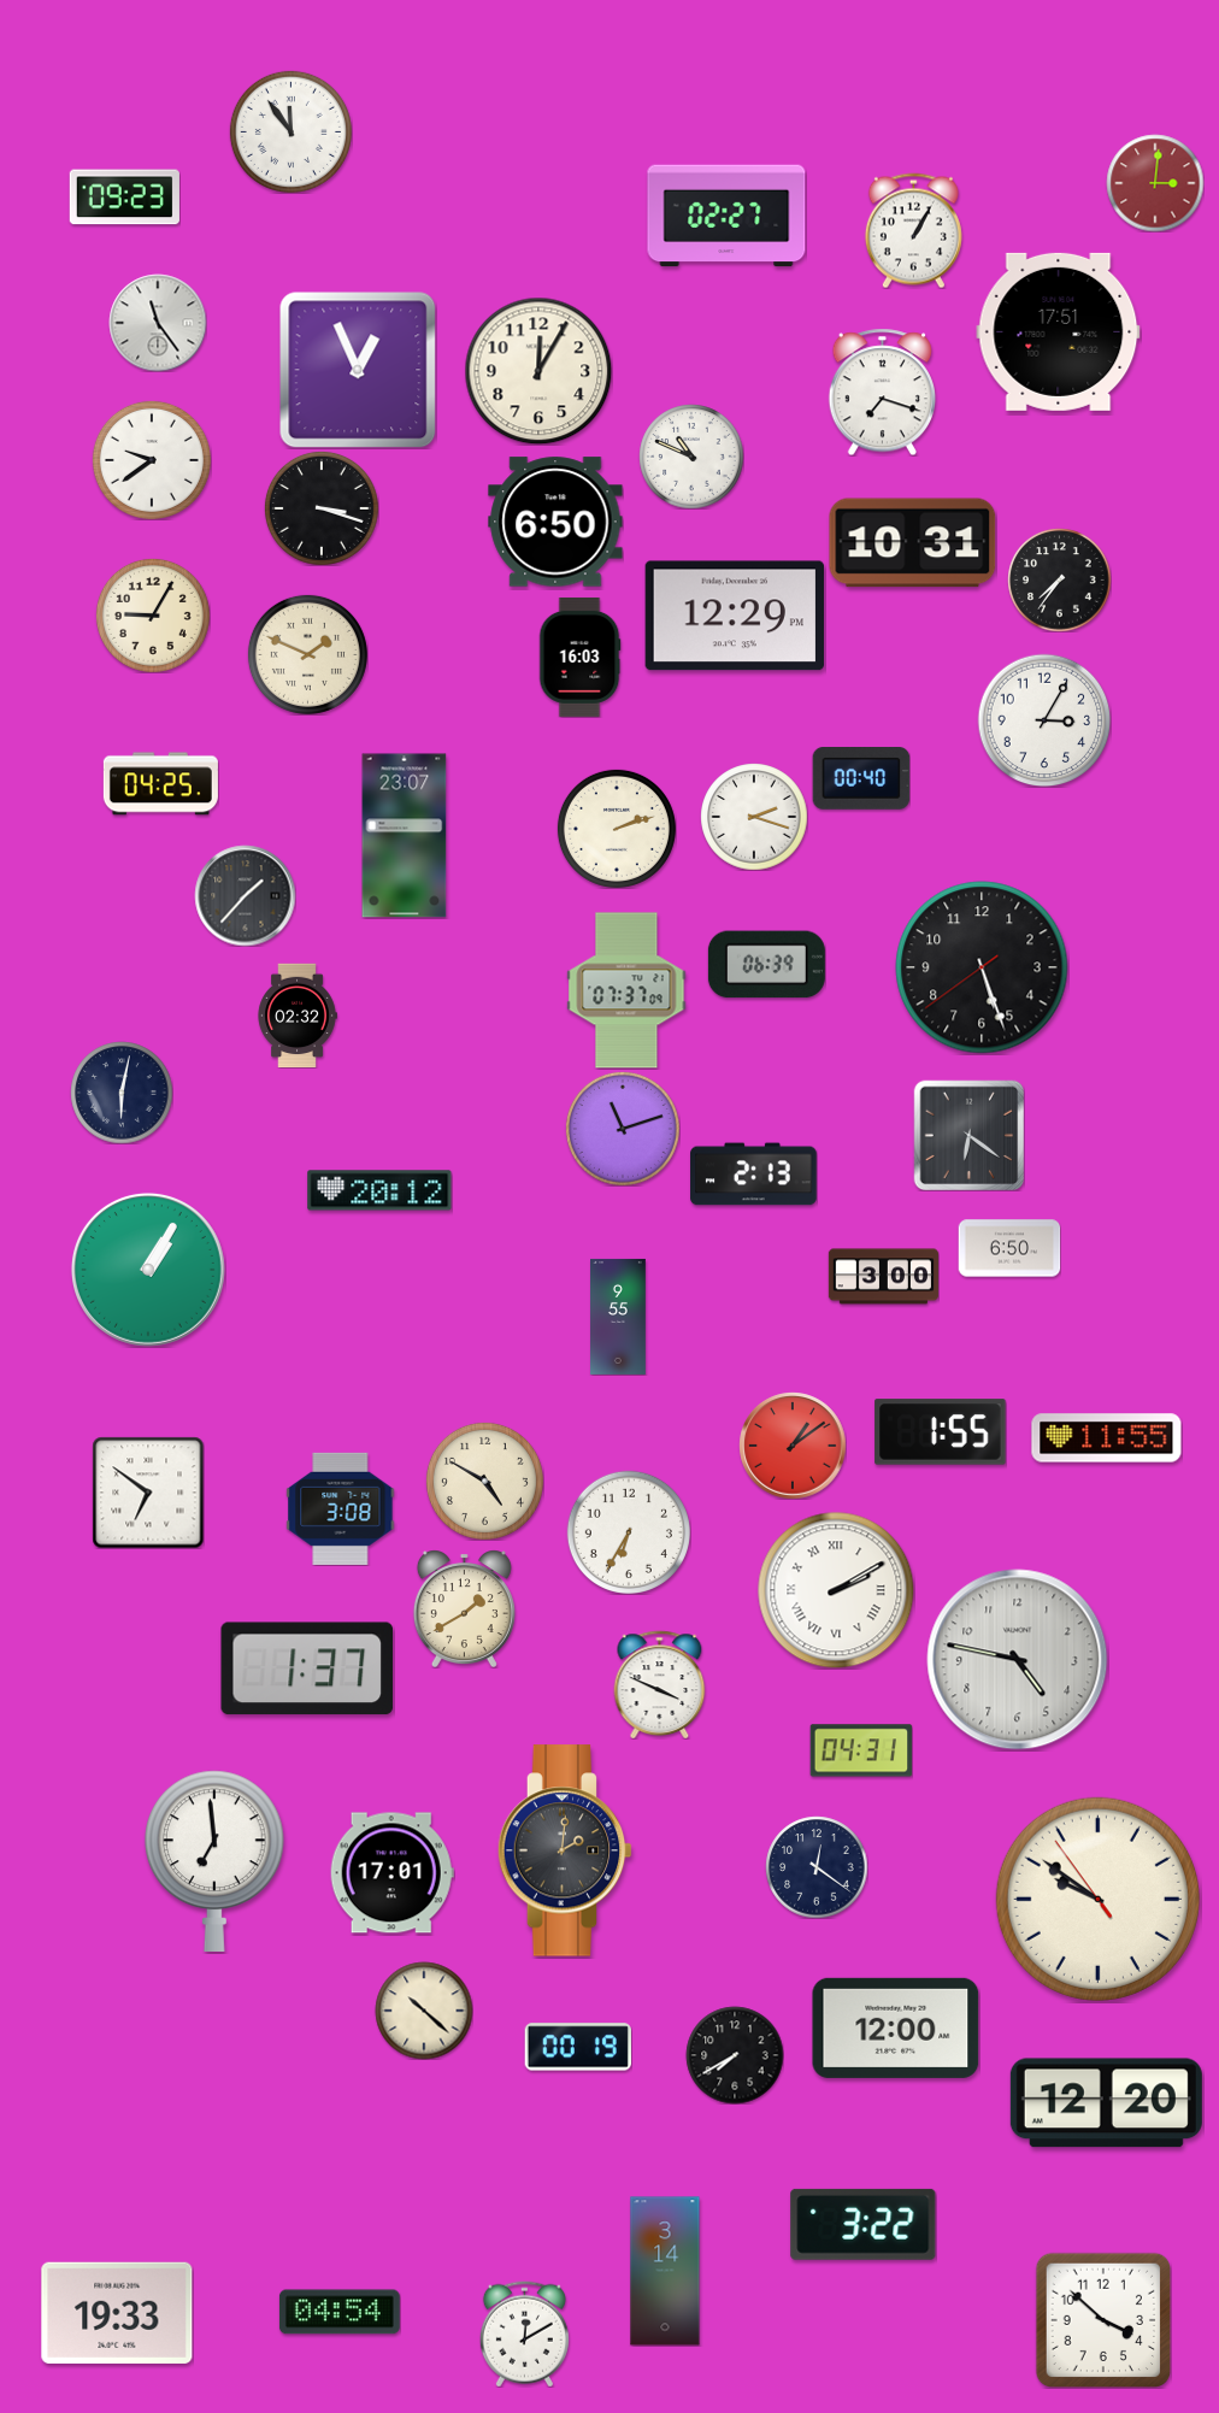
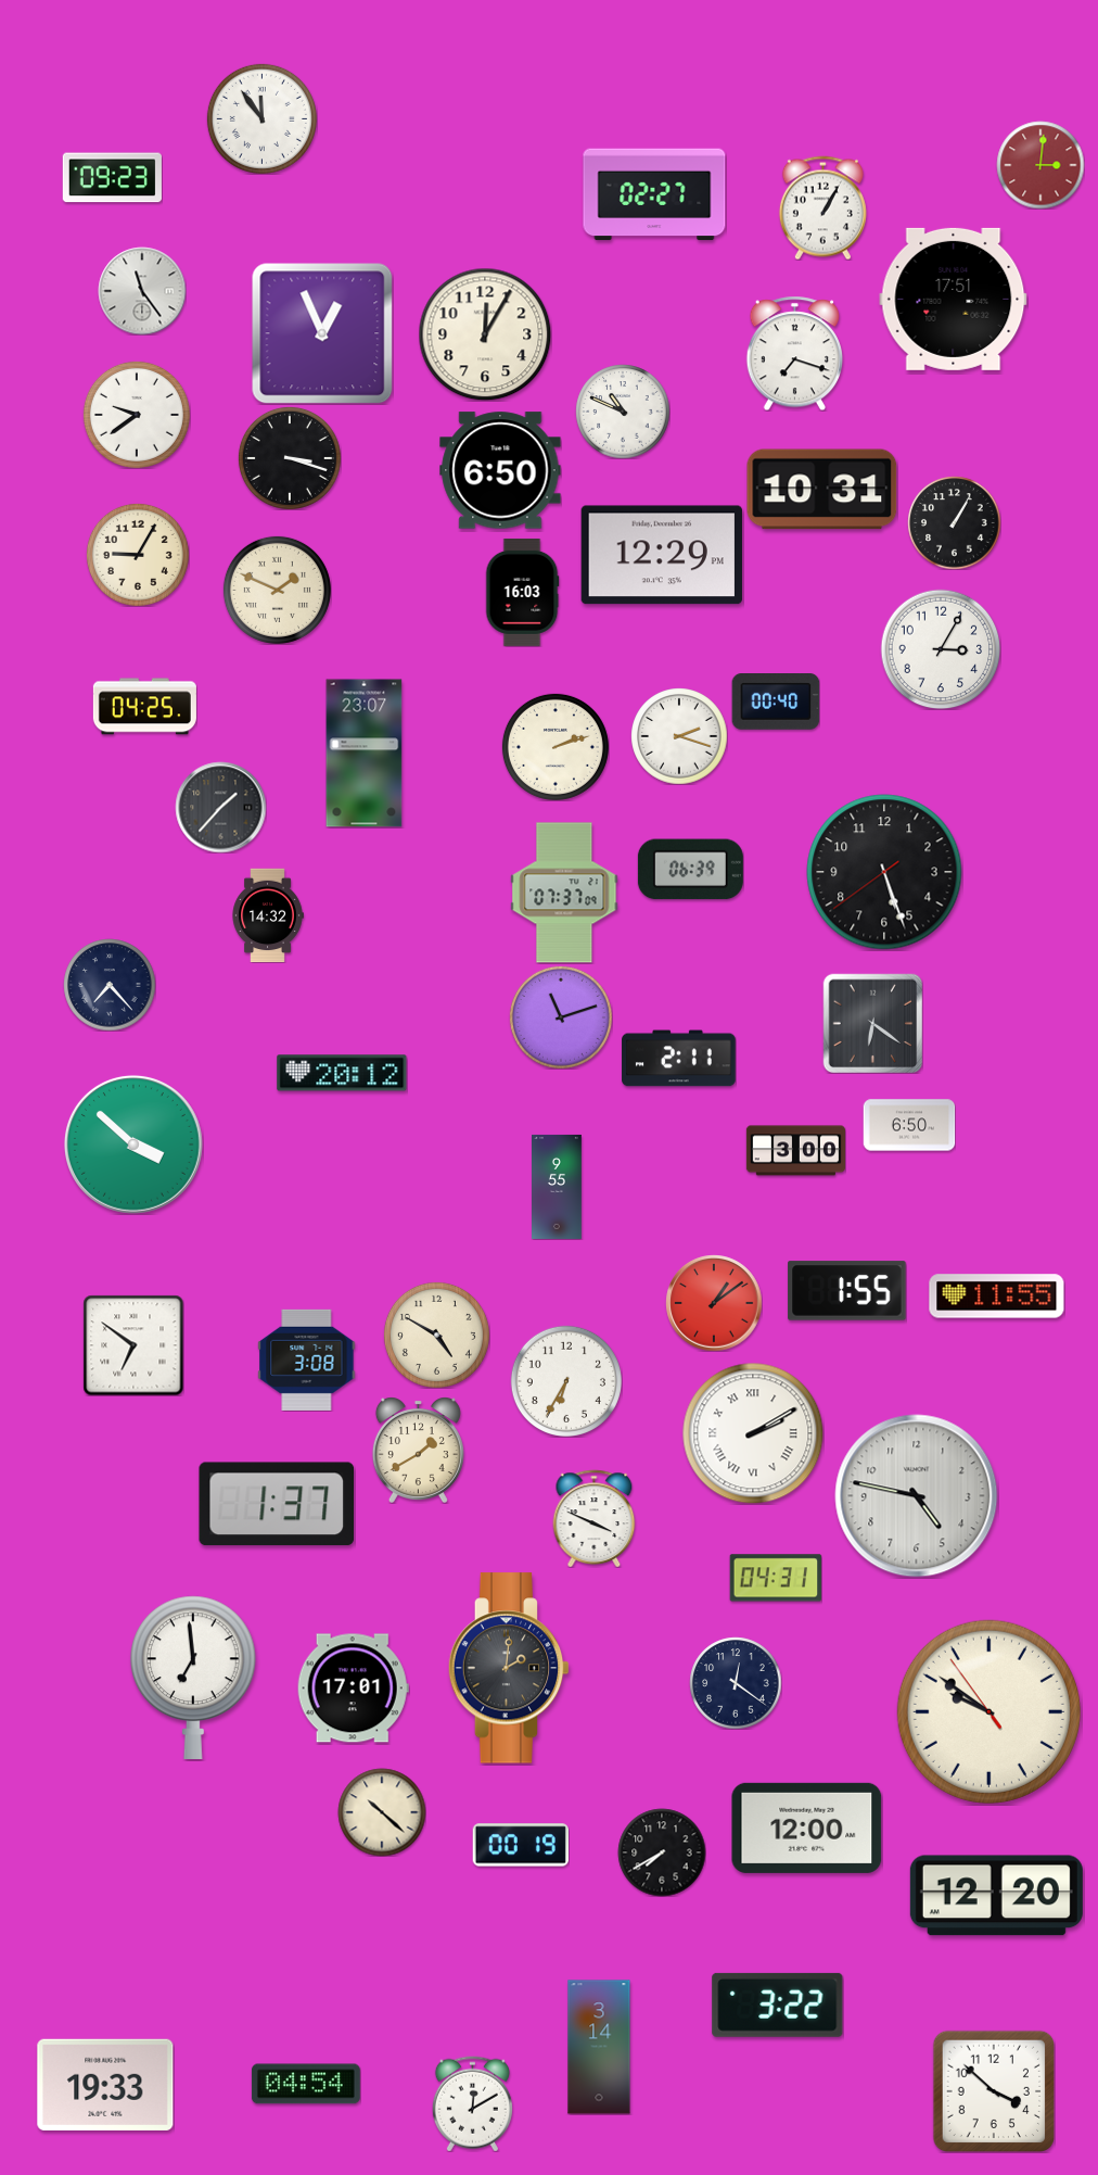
clock at (1059, 579): 7:36 -> 1:05
clock at (298, 1016): 02:32 -> 14:32
clock at (122, 1093): 6:02 -> 7:23
clock at (754, 1175): 2:13 -> 2:11
clock at (148, 1270): 1:05 -> 3:52
